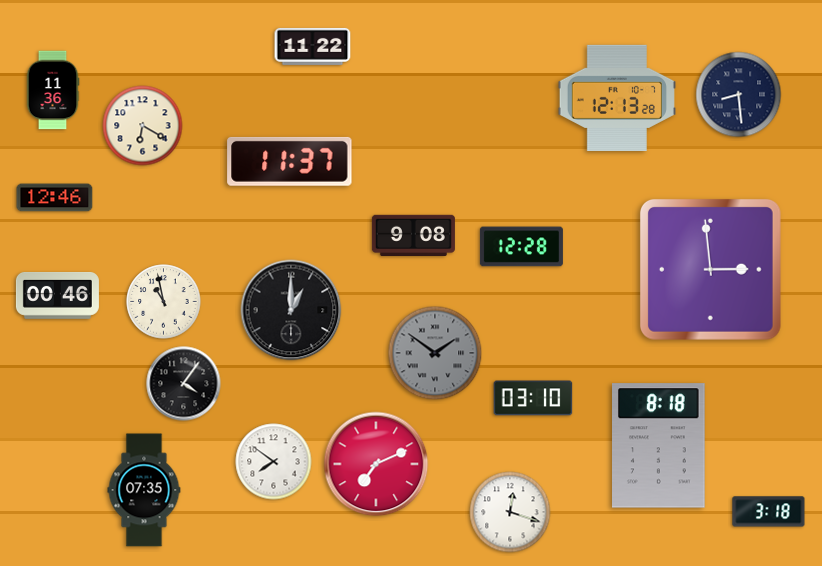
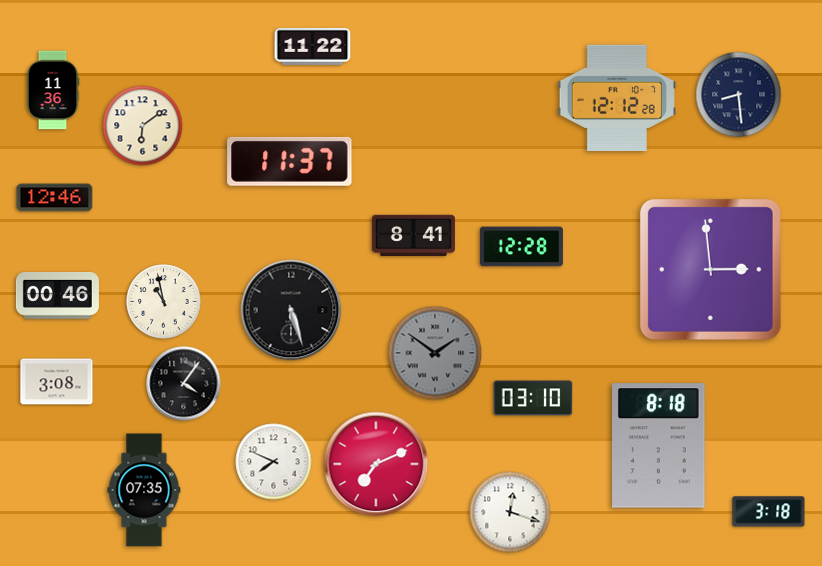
clock at (617, 98): 12:13 -> 12:12
clock at (143, 126): 6:20 -> 6:09
clock at (413, 235): 9:08 -> 8:41
clock at (291, 310): 1:00 -> 5:27
clock at (57, 382): none -> 3:08
clock at (274, 462): 7:51 -> 7:49
